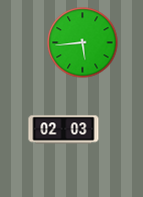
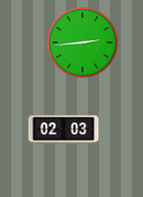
clock at (83, 43): 5:44 -> 2:44
